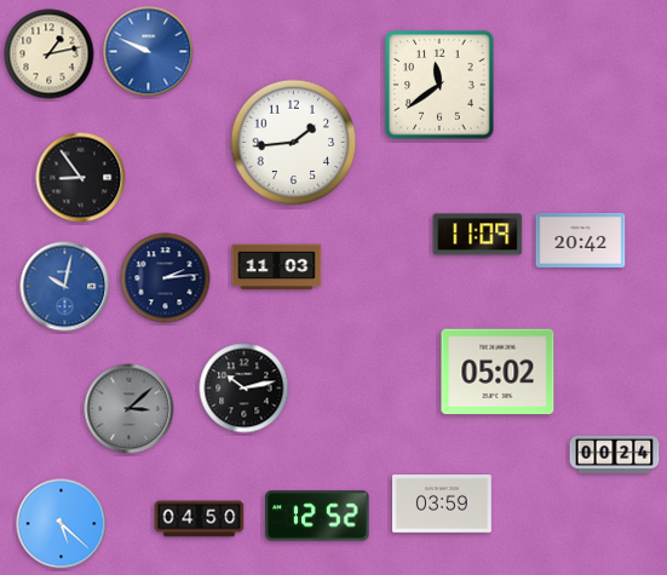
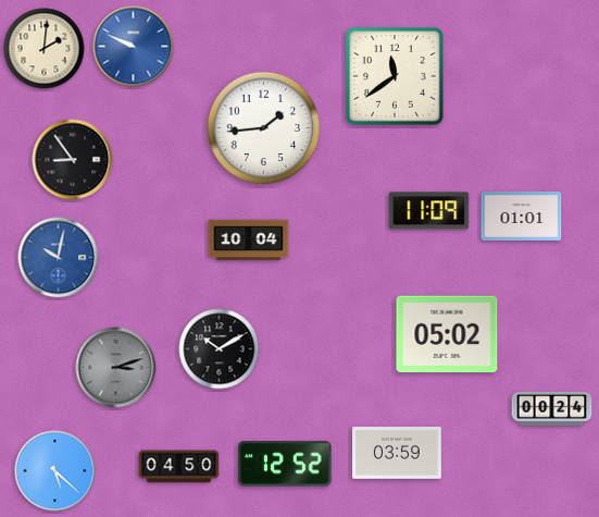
clock at (50, 54): 1:13 -> 2:01
clock at (581, 240): 20:42 -> 01:01
clock at (277, 268): 11:03 -> 10:04
clock at (166, 278): 2:14 -> none
clock at (245, 389): 10:13 -> 10:10
clock at (130, 409): 3:08 -> 3:12
